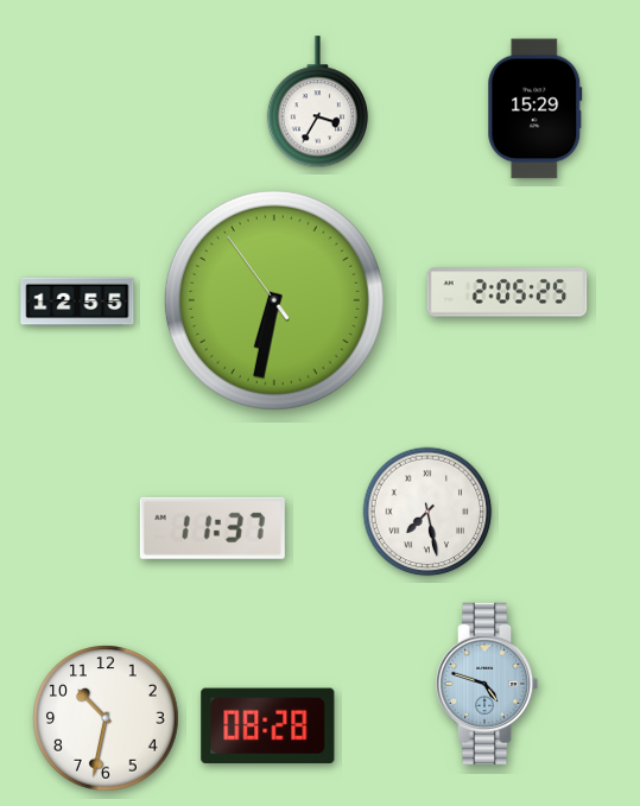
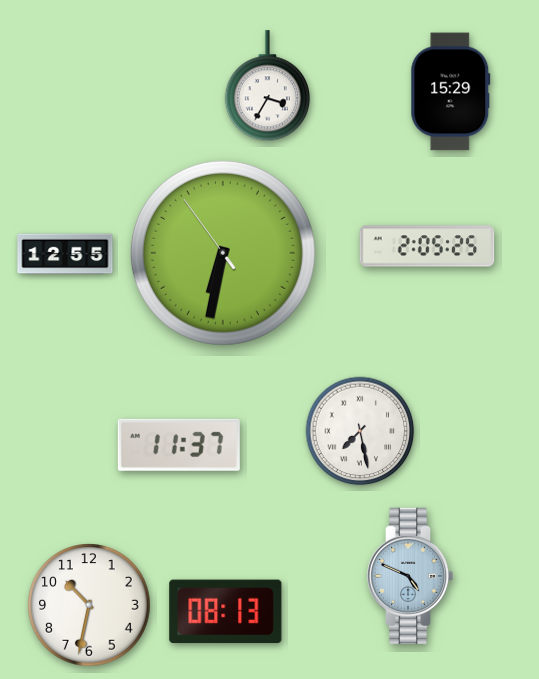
clock at (274, 300) position: (274, 300) -> (223, 253)
clock at (487, 683): 4:48 -> 4:49
clock at (268, 726): 08:28 -> 08:13
